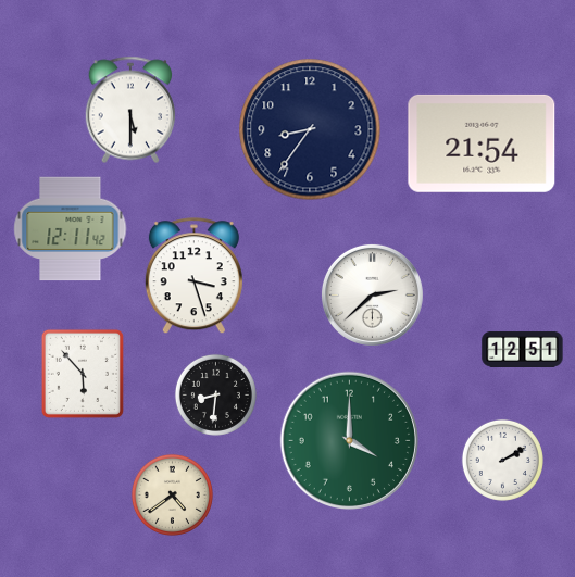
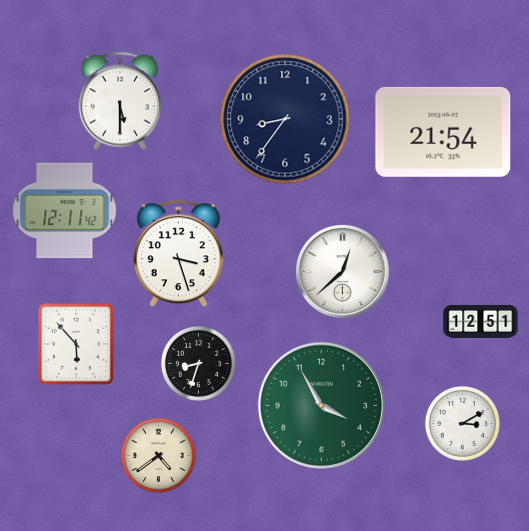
clock at (372, 294): 2:38 -> 12:38
clock at (215, 394): 8:31 -> 8:33
clock at (349, 440): 4:00 -> 3:55
clock at (502, 460): 2:10 -> 3:10
